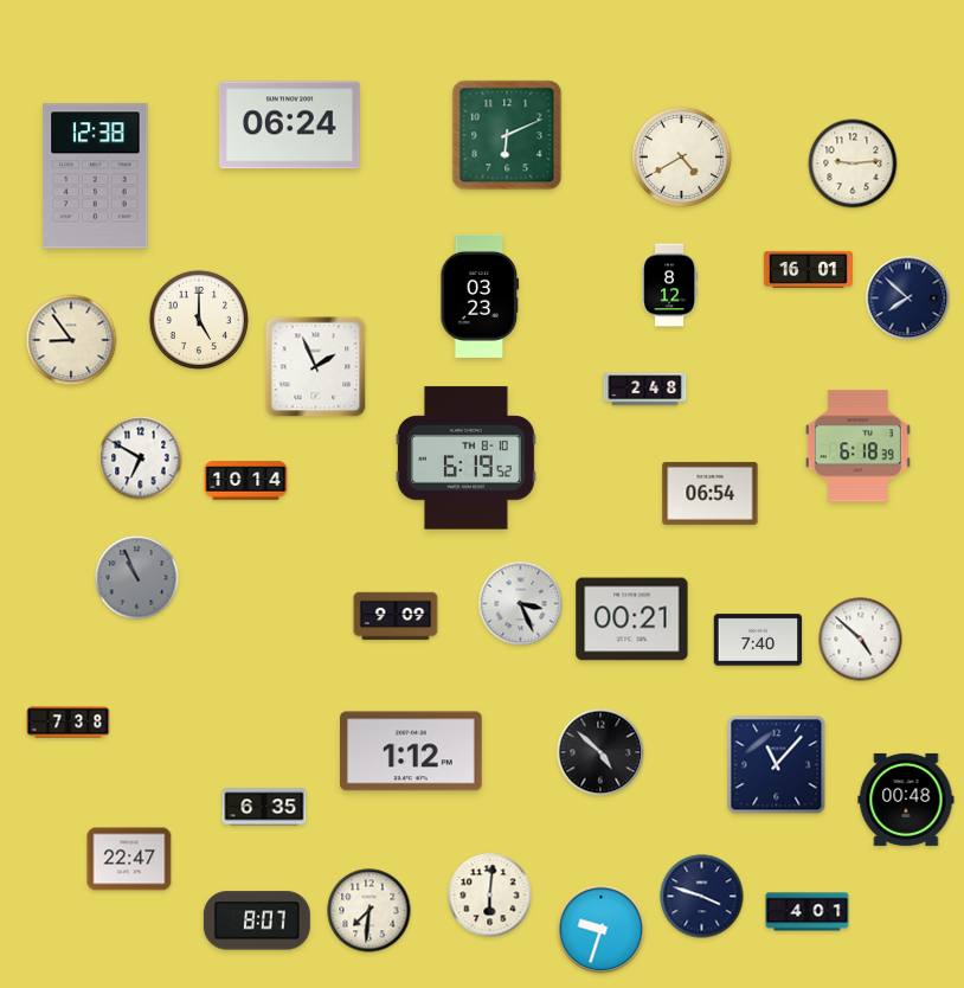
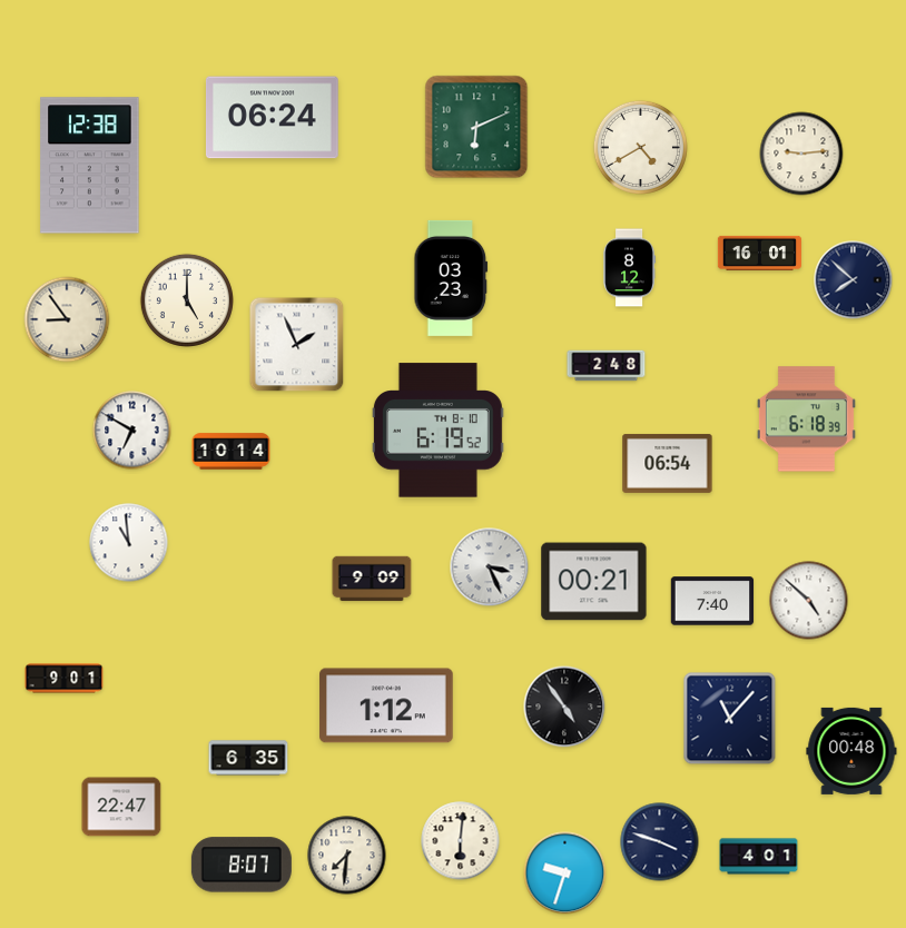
clock at (137, 578): 10:56 -> 10:59
clock at (137, 578) dial: grey -> white
clock at (69, 723): 7:38 -> 9:01
clock at (600, 752): 4:52 -> 4:54
